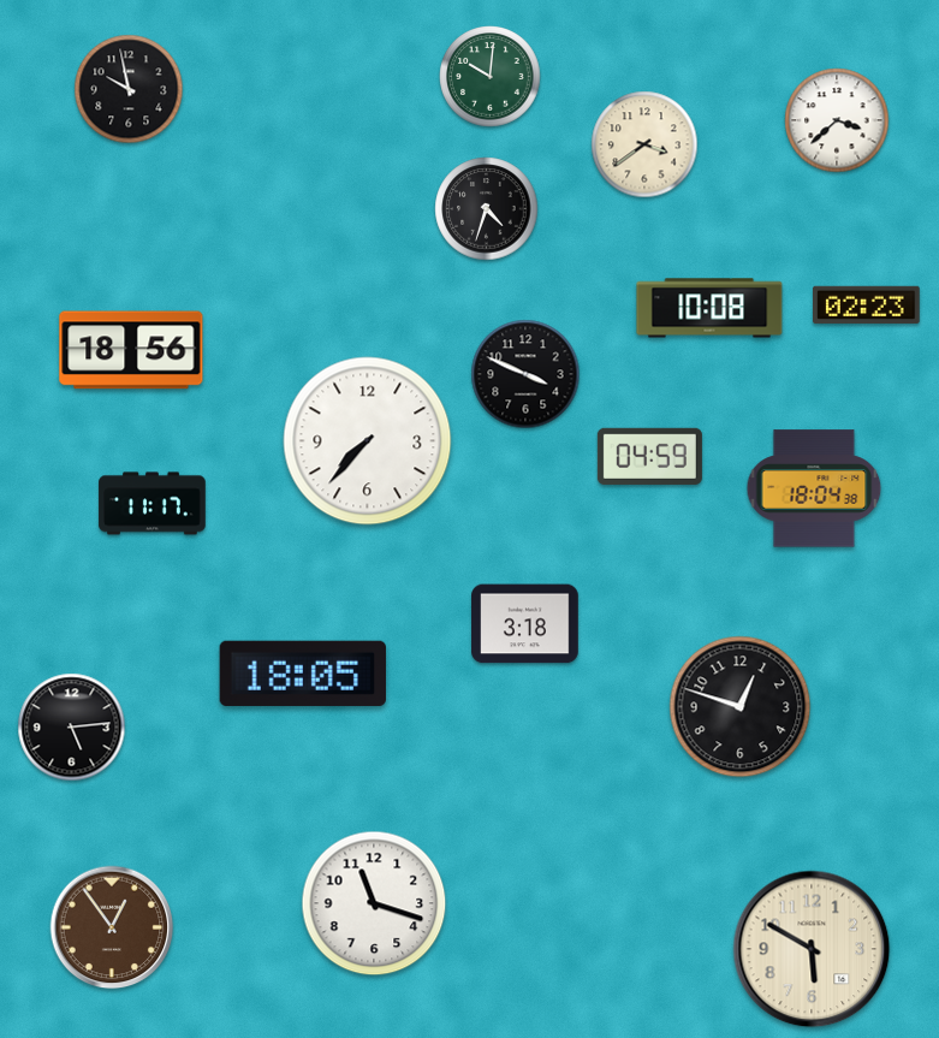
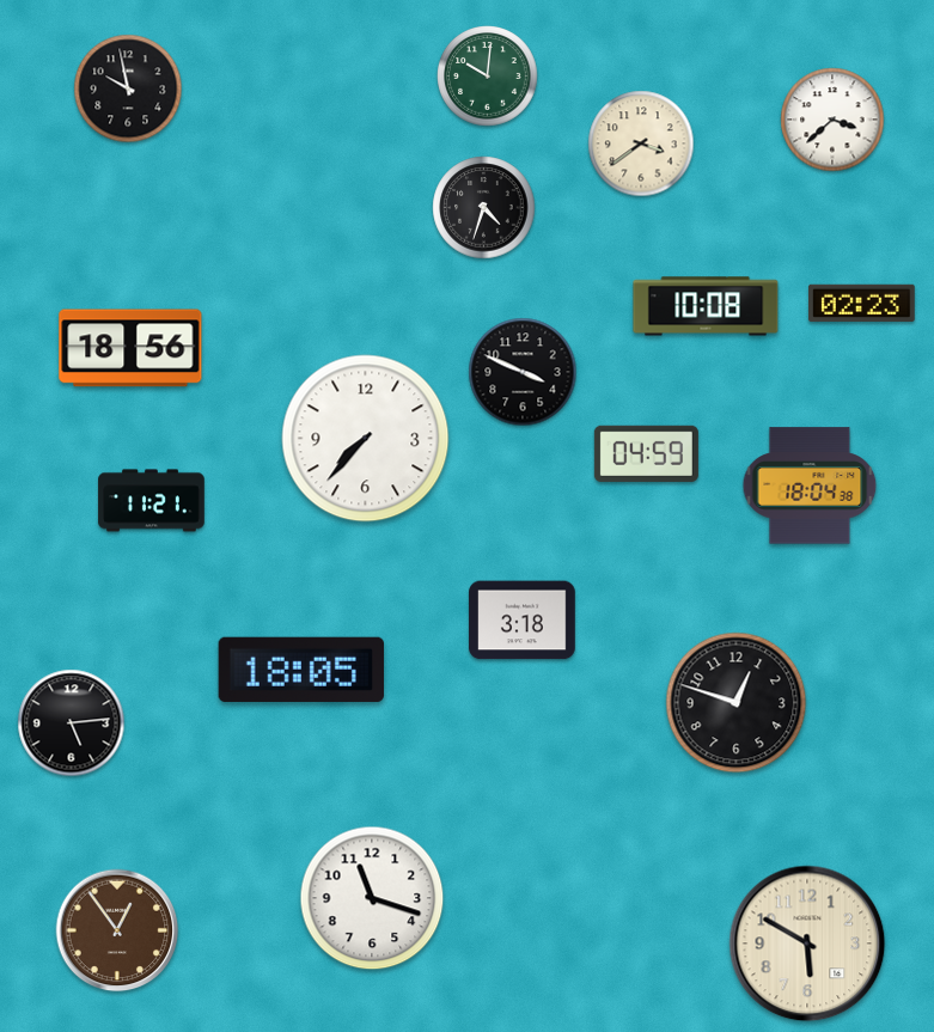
clock at (153, 504): 11:17 -> 11:21
clock at (112, 927) position: (112, 927) -> (117, 930)
